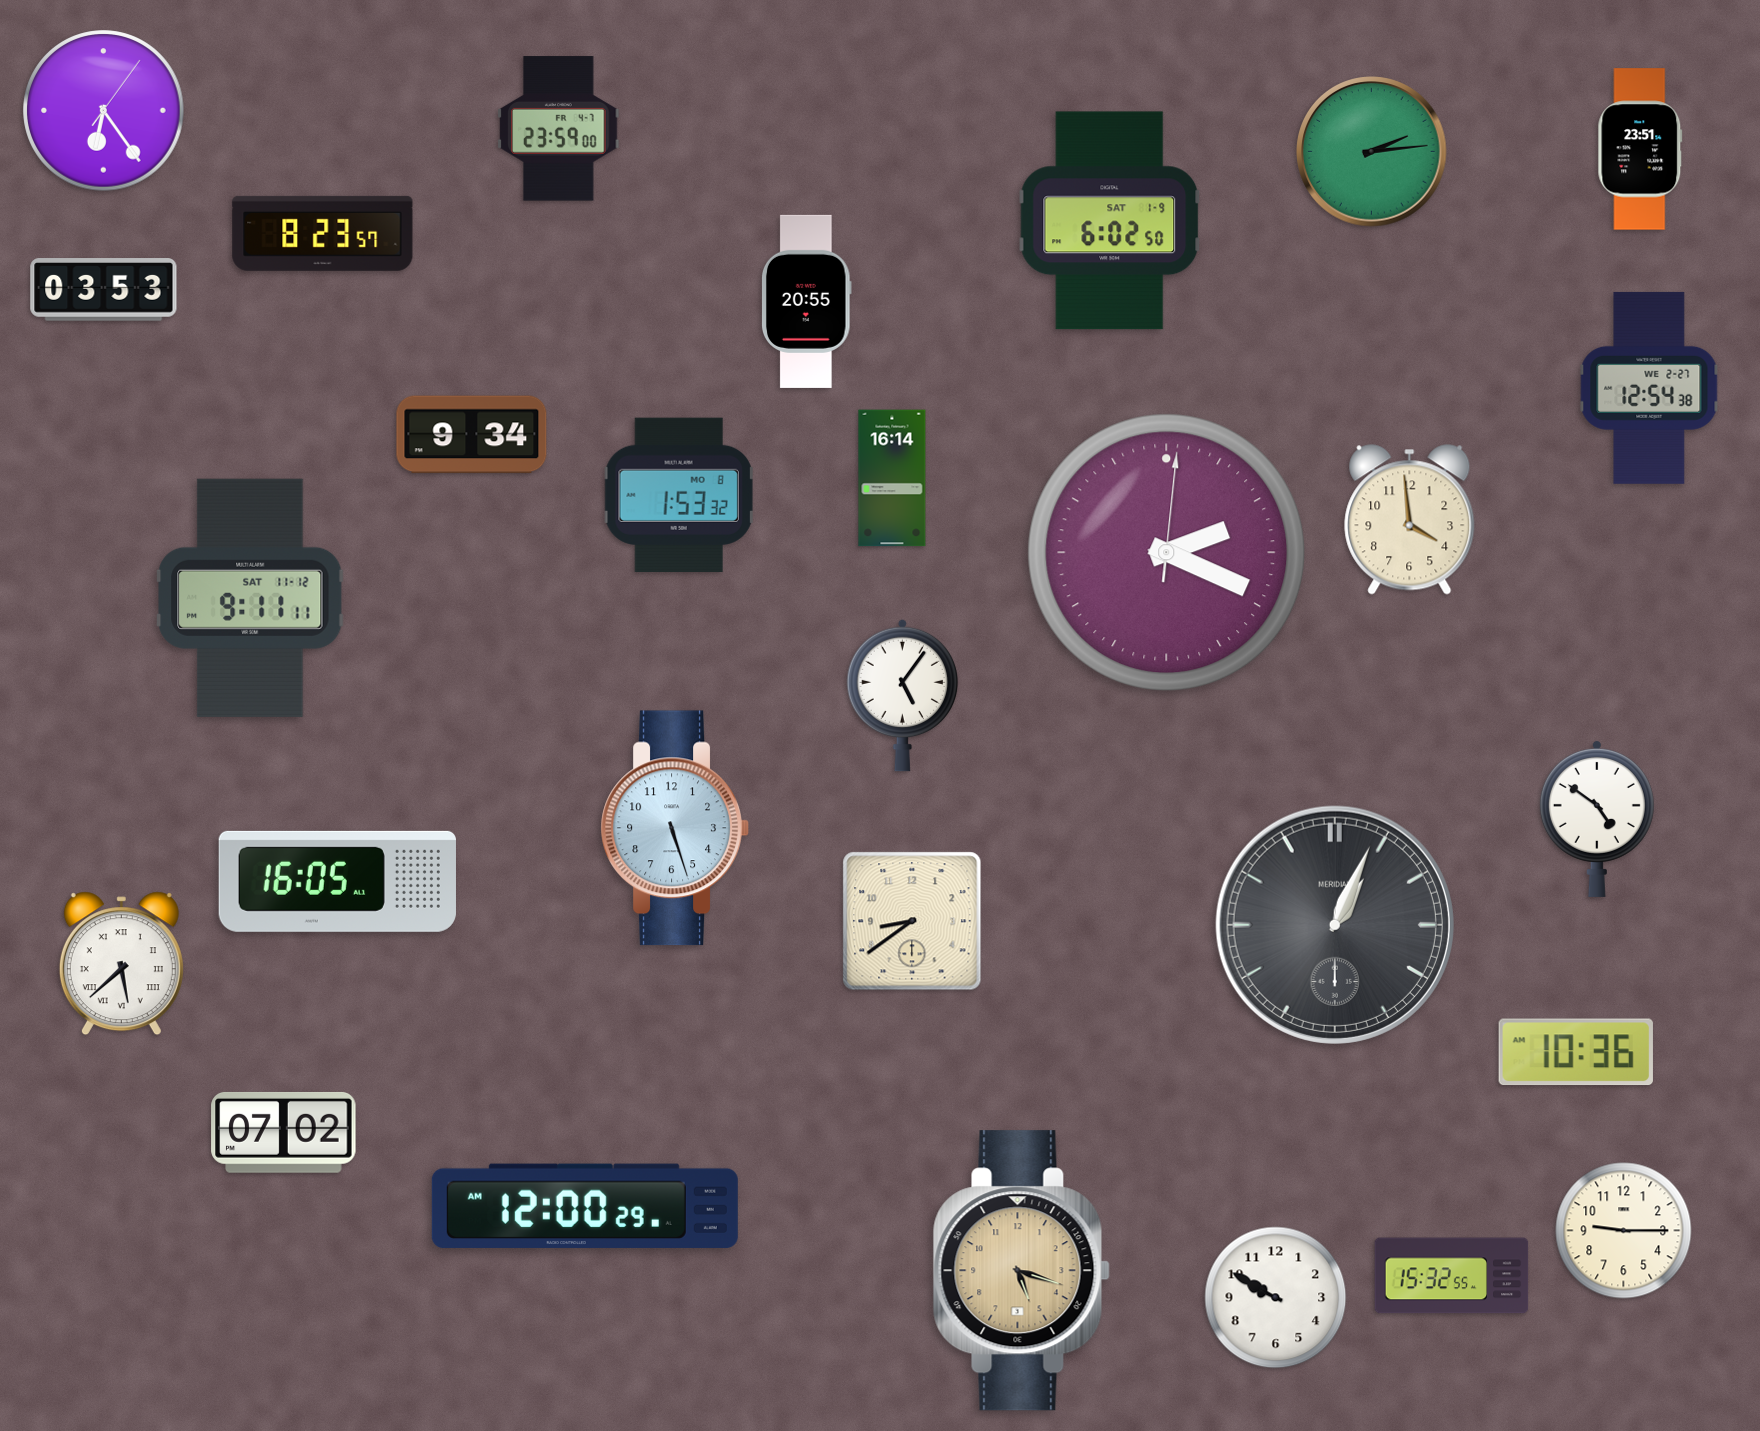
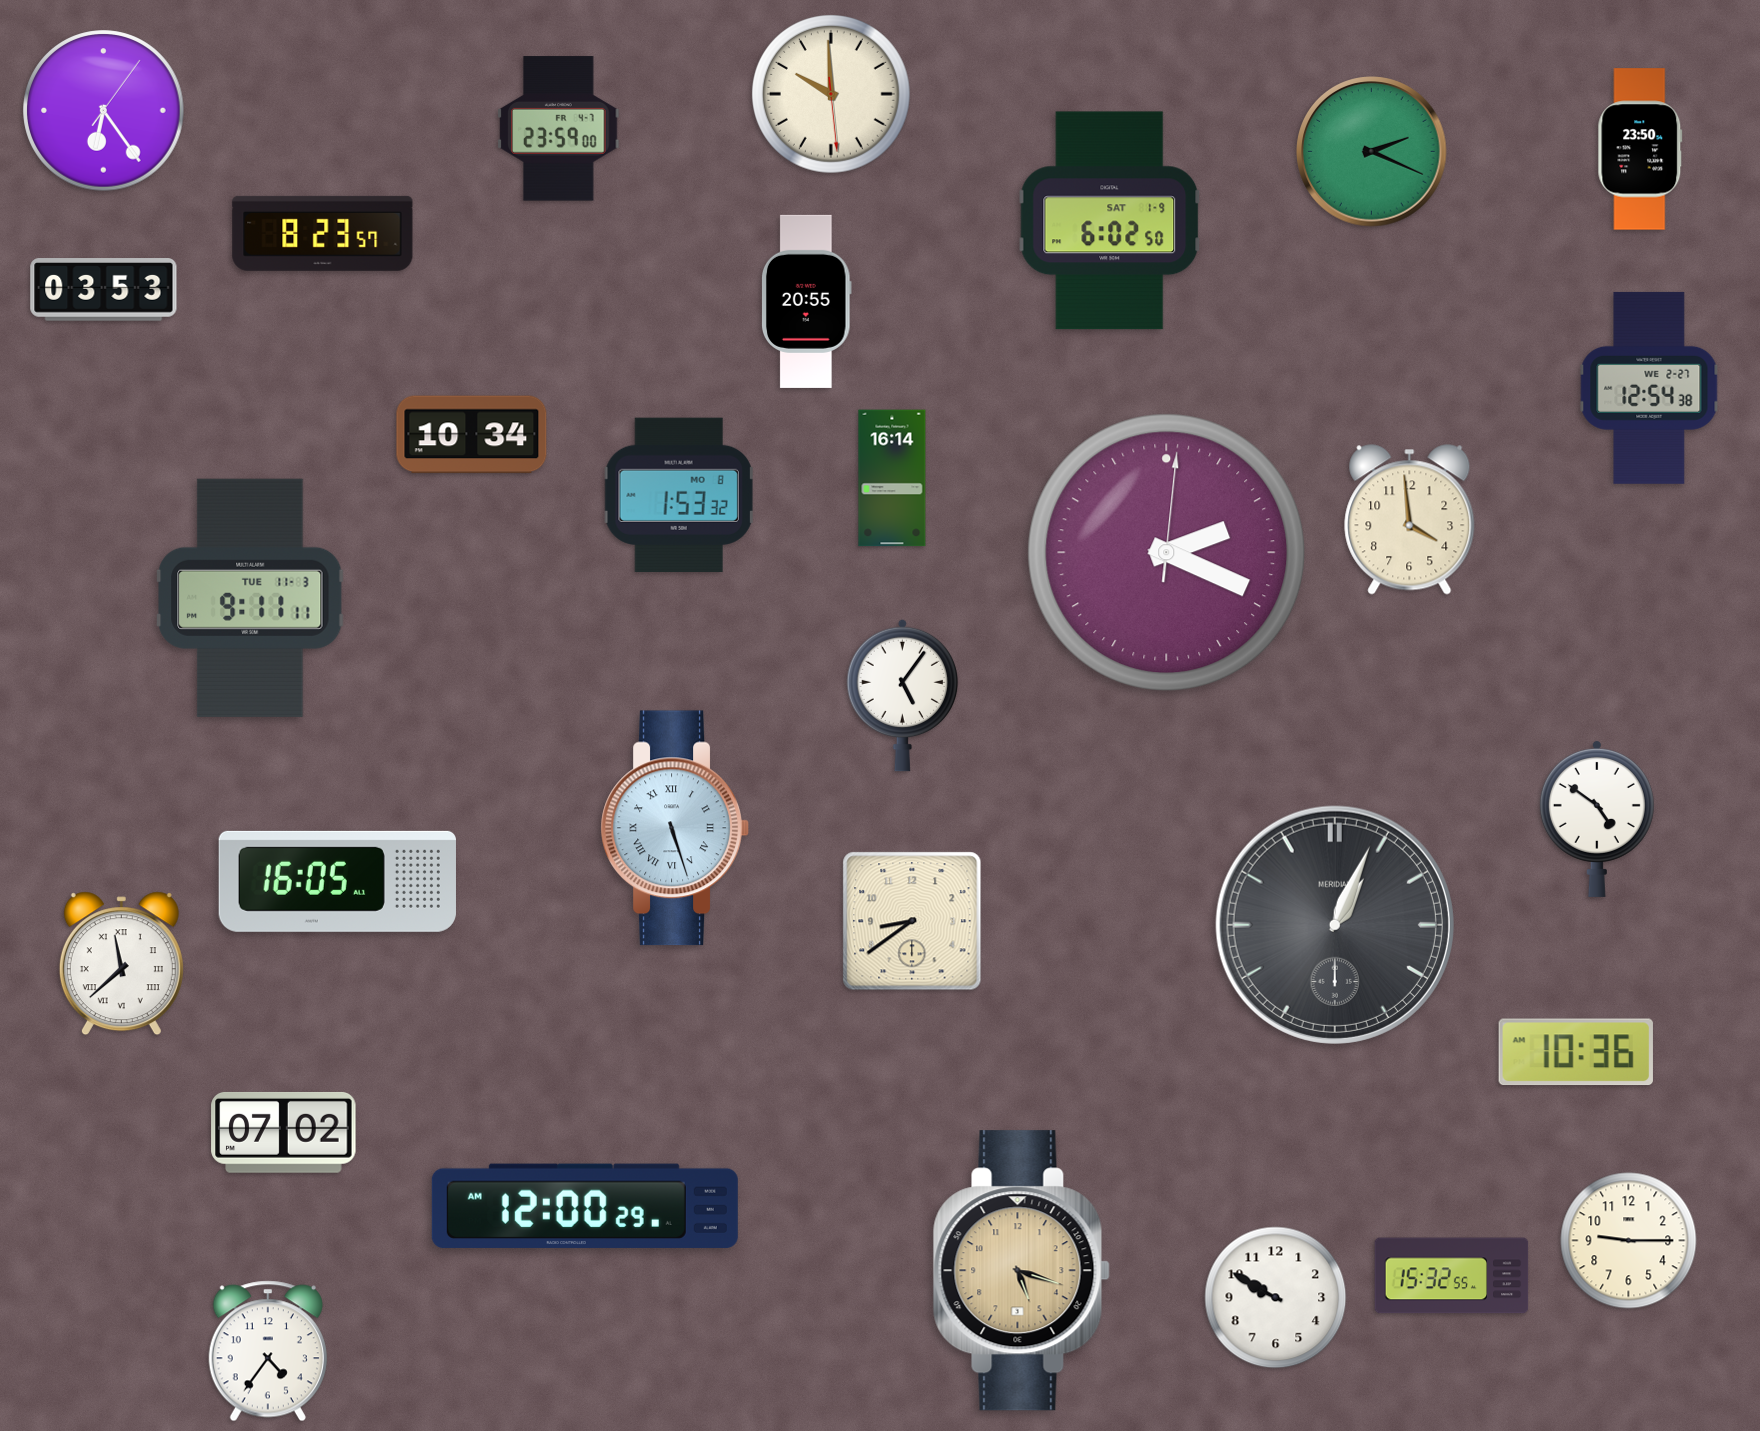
clock at (831, 94): none -> 9:59
clock at (1640, 149): 23:51 -> 23:50
clock at (1372, 152): 2:14 -> 2:19
clock at (472, 435): 9:34 -> 10:34
clock at (250, 598) date: SAT 11-12 -> TUE 11-3
clock at (675, 828) numerals: Arabic -> Roman
clock at (121, 964): 5:38 -> 11:38
clock at (1624, 1231) position: (1624, 1231) -> (1629, 1241)
clock at (268, 1351): none -> 4:36
